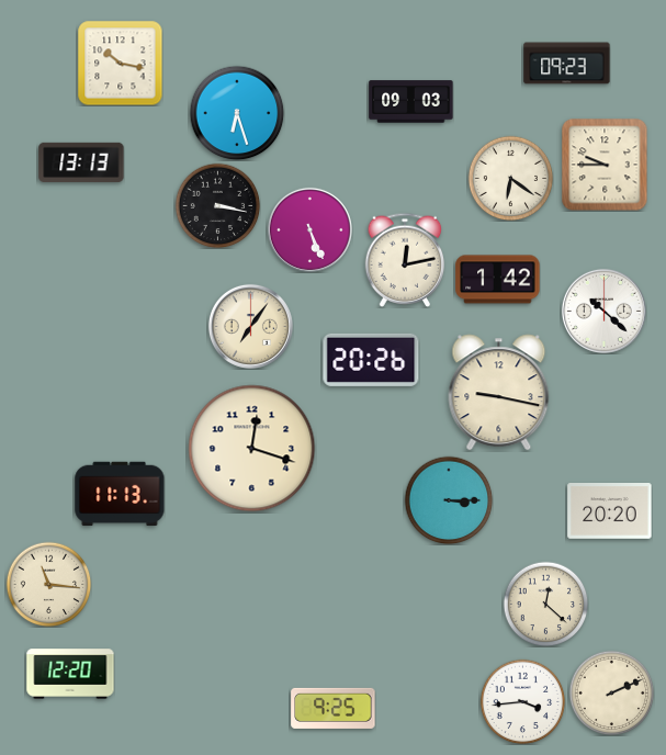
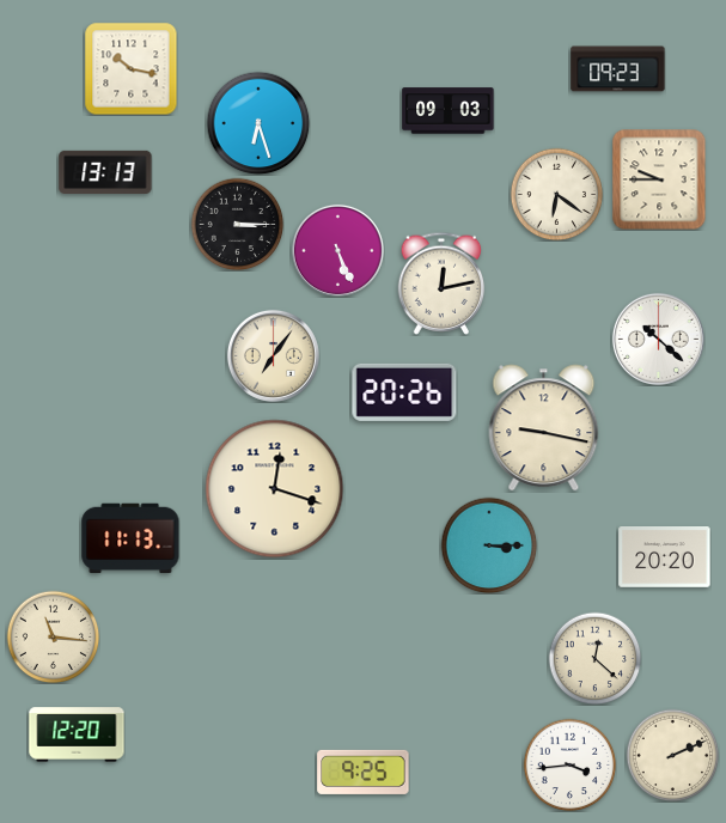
clock at (81, 162) position: (81, 162) -> (105, 172)
clock at (217, 205): 3:17 -> 3:15
clock at (498, 280): 1:42 -> none
clock at (611, 692) position: (611, 692) -> (672, 755)
